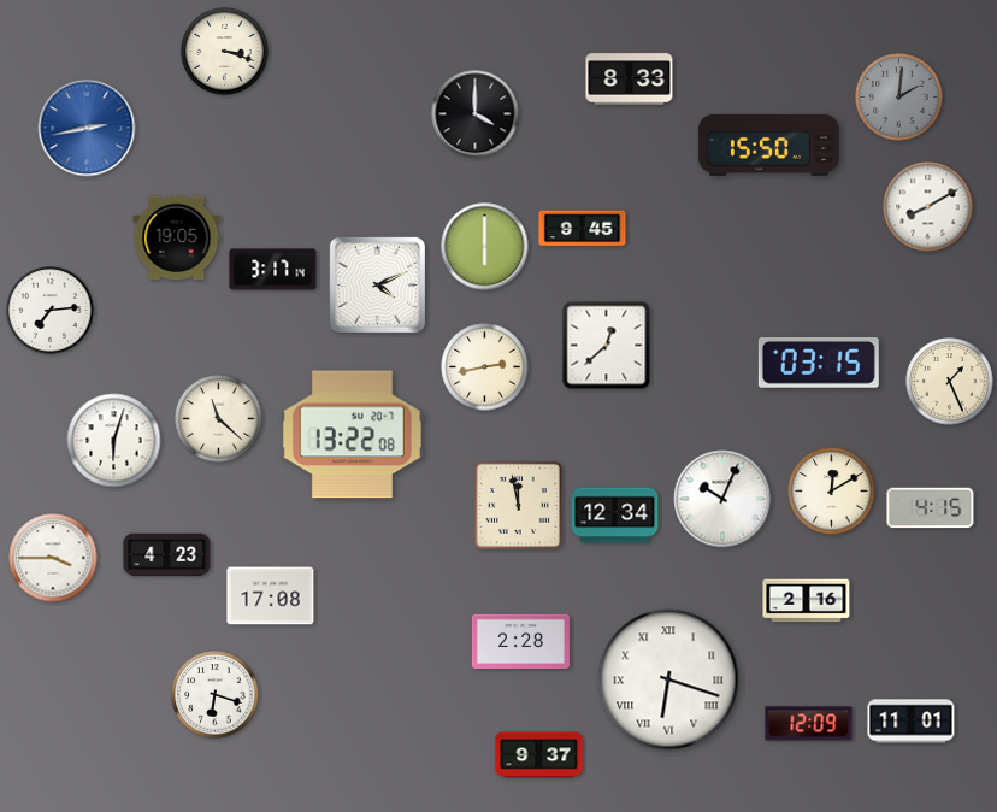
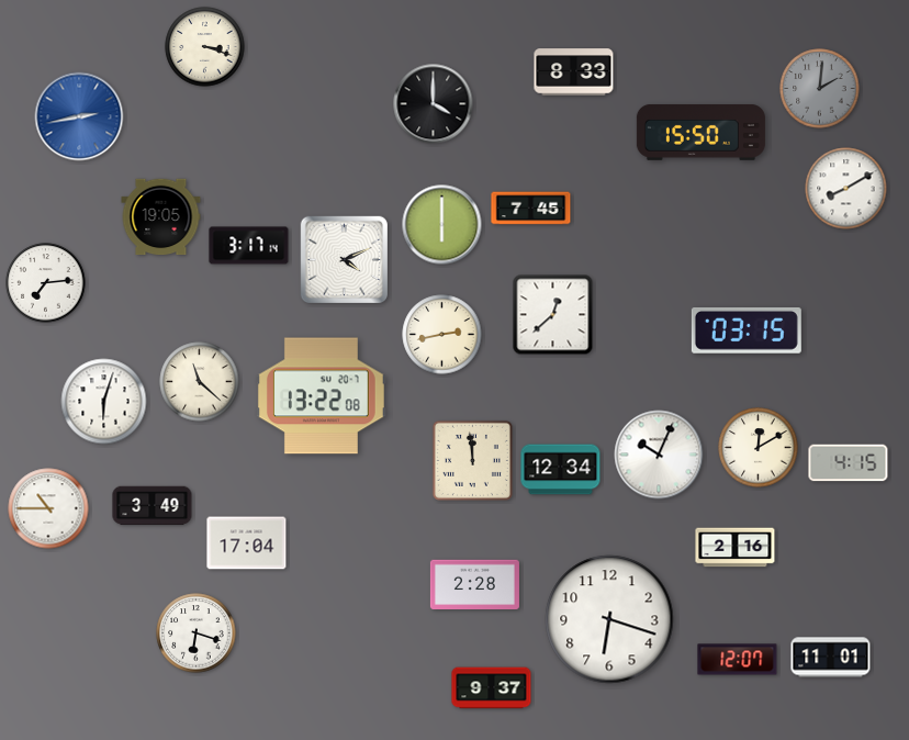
clock at (583, 229): 9:45 -> 7:45
clock at (950, 382): 1:26 -> none
clock at (518, 505): 11:58 -> 11:59
clock at (167, 555): 4:23 -> 3:49
clock at (53, 558): 3:45 -> 10:45
clock at (271, 596): 17:08 -> 17:04
clock at (668, 679) numerals: Roman -> Arabic
clock at (809, 724): 12:09 -> 12:07
